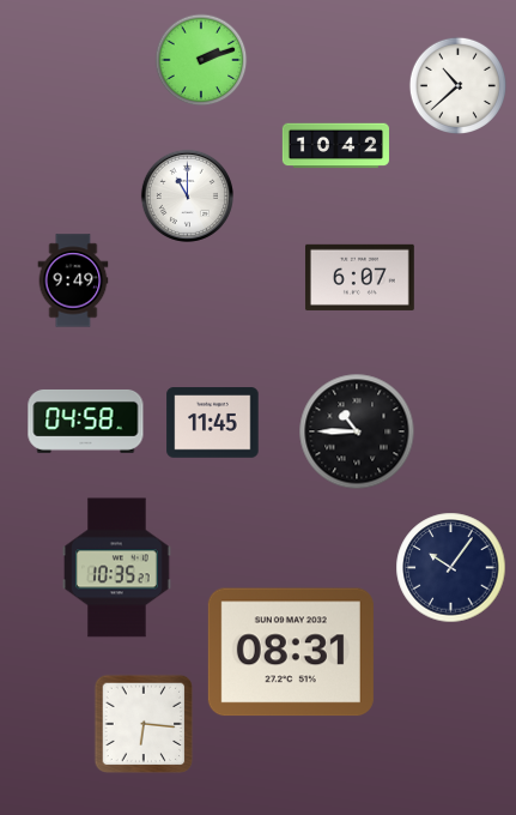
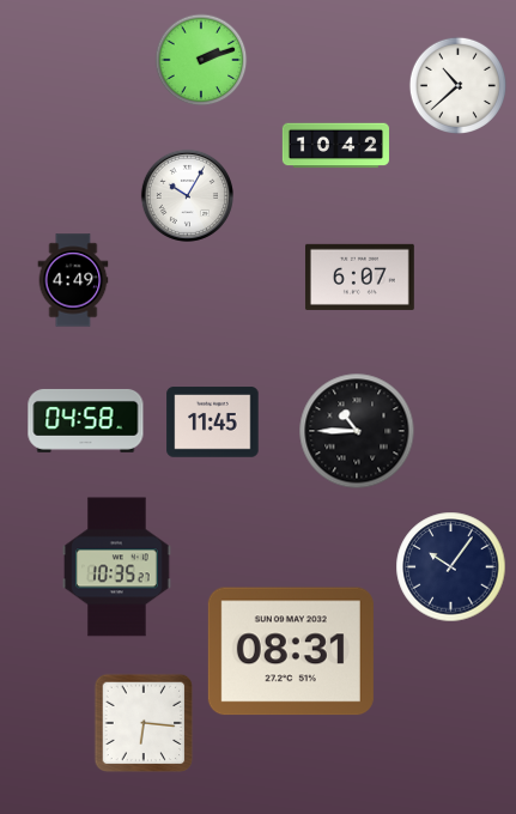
clock at (187, 195): 11:00 -> 10:05
clock at (73, 280): 9:49 -> 4:49
